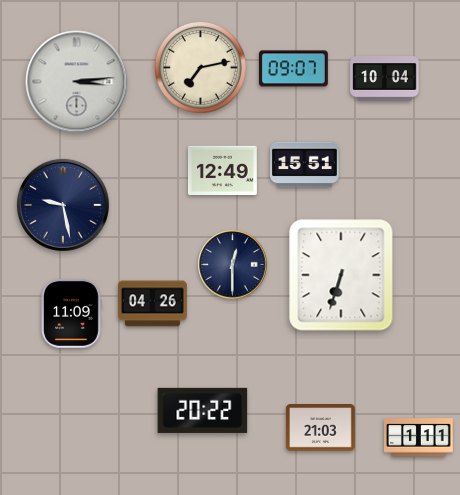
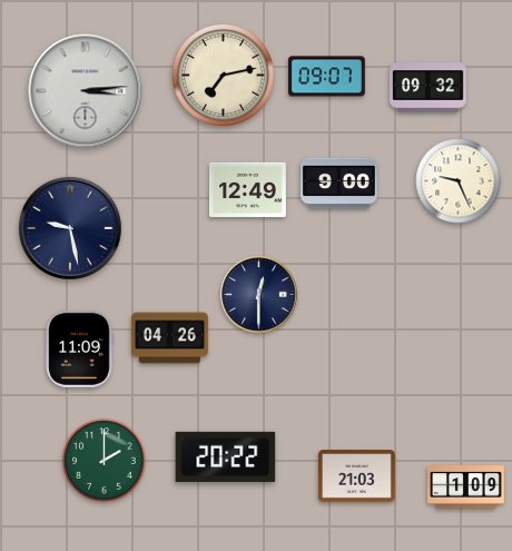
clock at (385, 79): 10:04 -> 09:32
clock at (459, 181): none -> 9:26
clock at (305, 165): 15:51 -> 9:00
clock at (341, 275): 6:33 -> none
clock at (105, 461): none -> 2:00
clock at (419, 438): 1:11 -> 1:09
